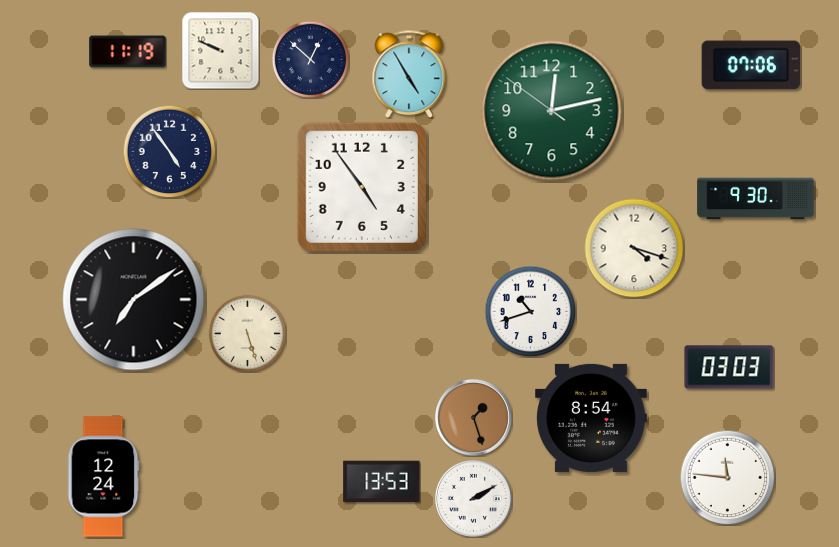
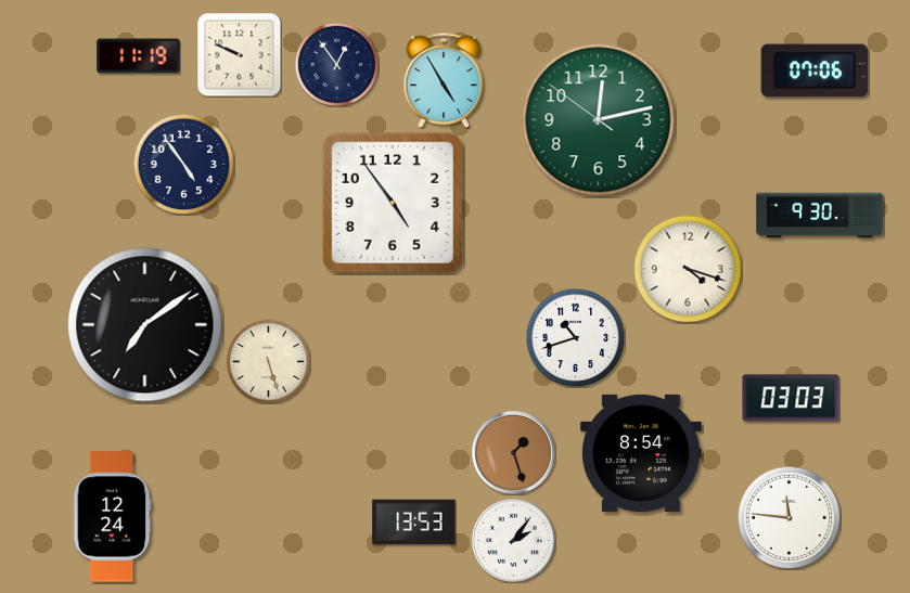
clock at (310, 59): 12:52 -> 12:54
clock at (473, 498): 2:10 -> 2:06
